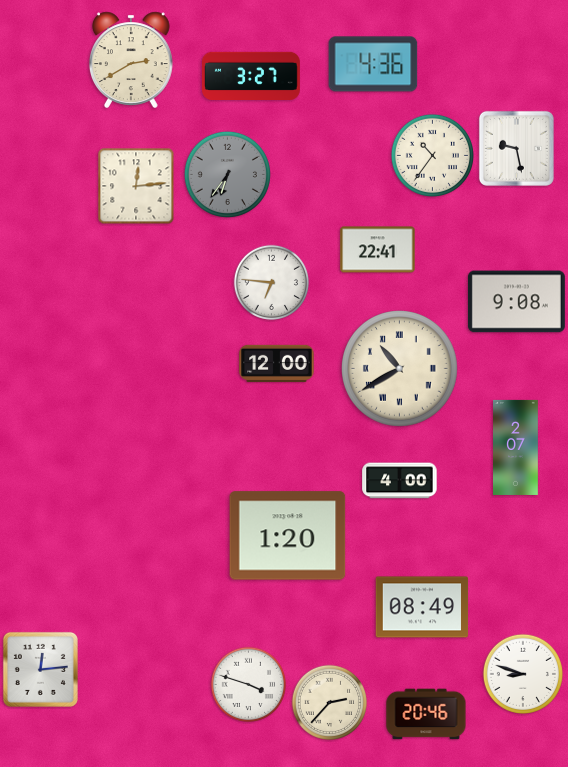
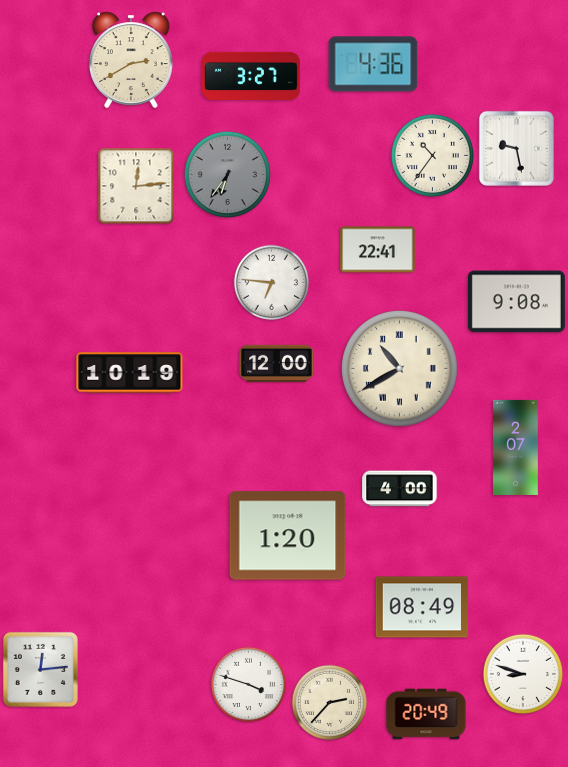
clock at (130, 373): none -> 10:19
clock at (400, 481) position: (400, 481) -> (400, 489)
clock at (426, 714): 20:46 -> 20:49
